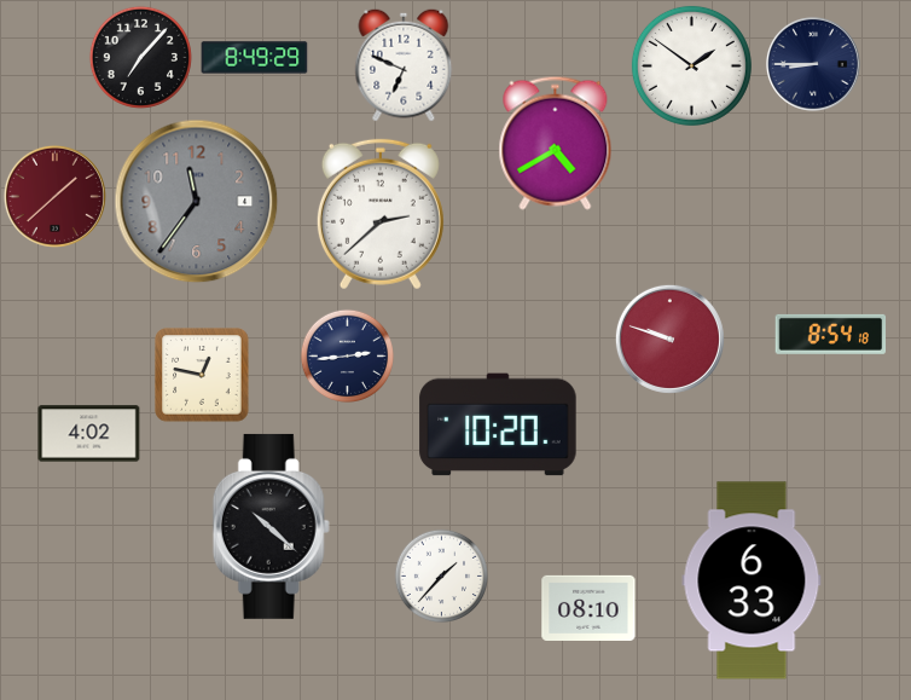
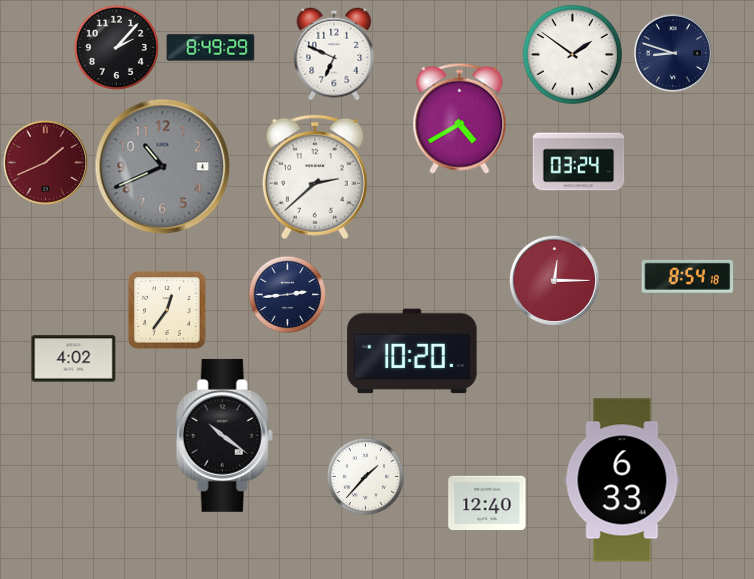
clock at (140, 57): 7:07 -> 2:07
clock at (813, 64): 8:45 -> 8:48
clock at (54, 196): 1:38 -> 1:41
clock at (579, 162): none -> 03:24
clock at (197, 202): 11:36 -> 10:41
clock at (669, 339): 9:48 -> 12:15
clock at (202, 375): 12:47 -> 12:36
clock at (271, 526): 10:22 -> 10:21
clock at (588, 607): 08:10 -> 12:40
